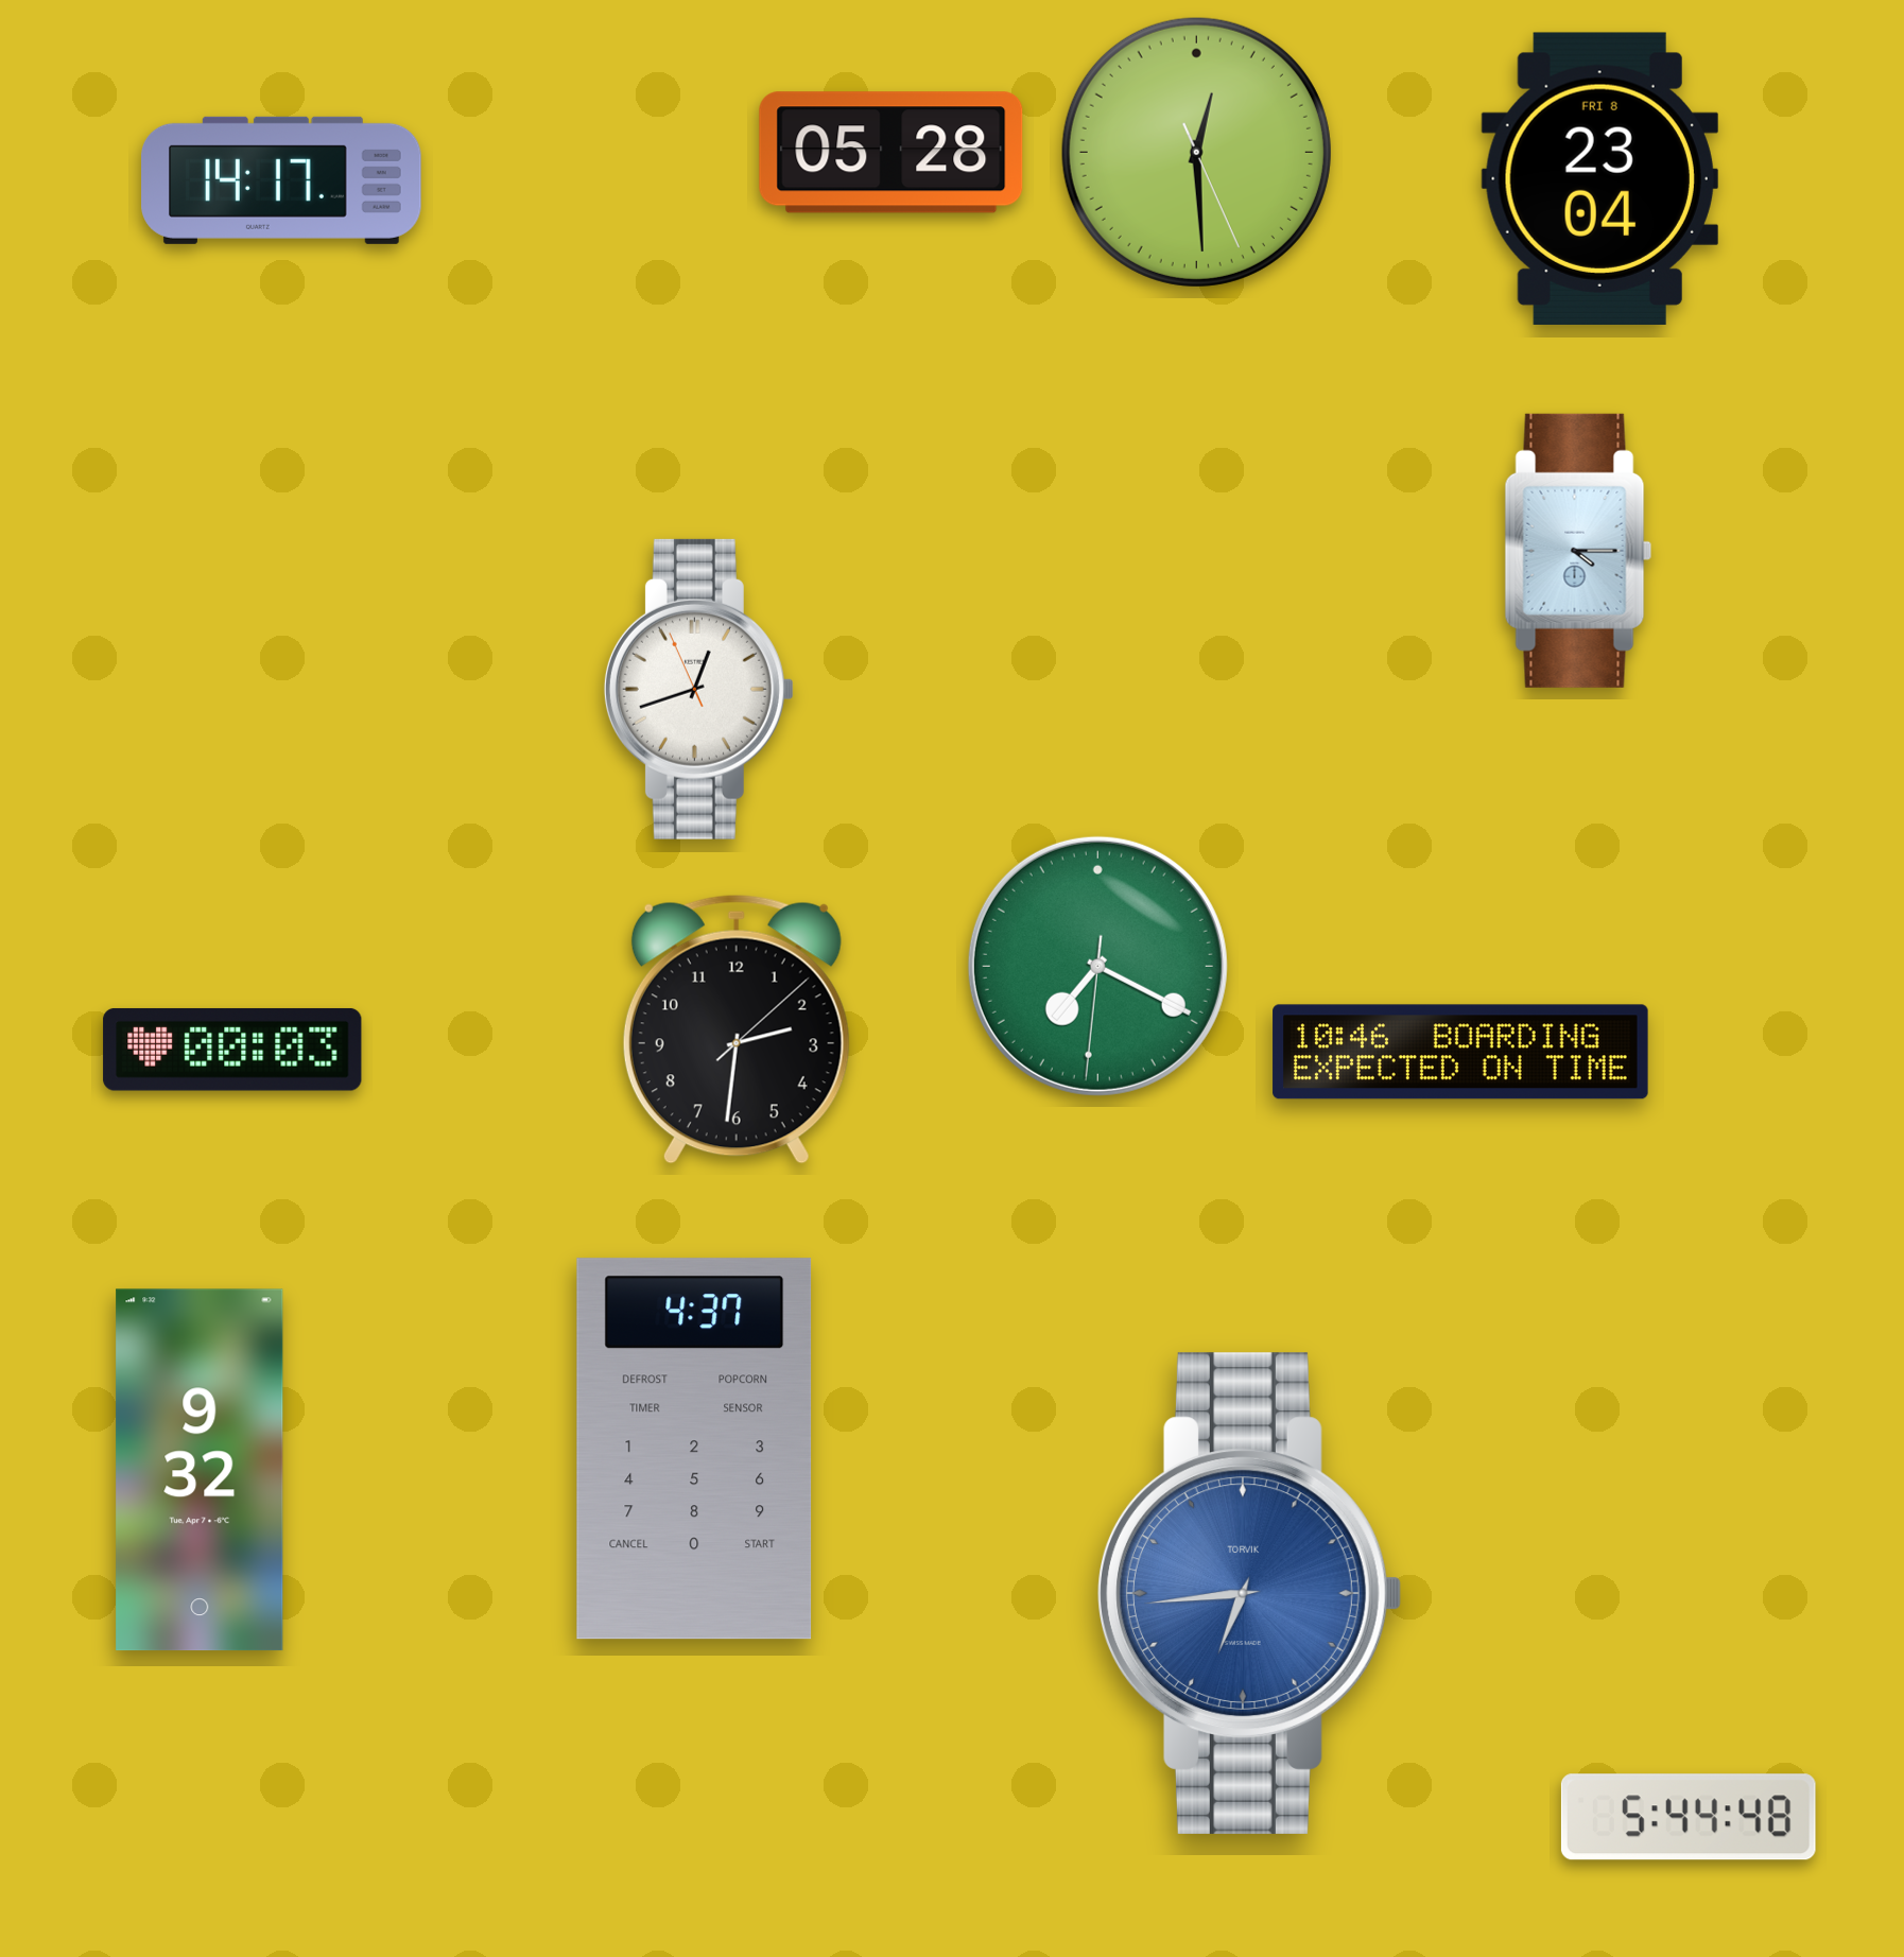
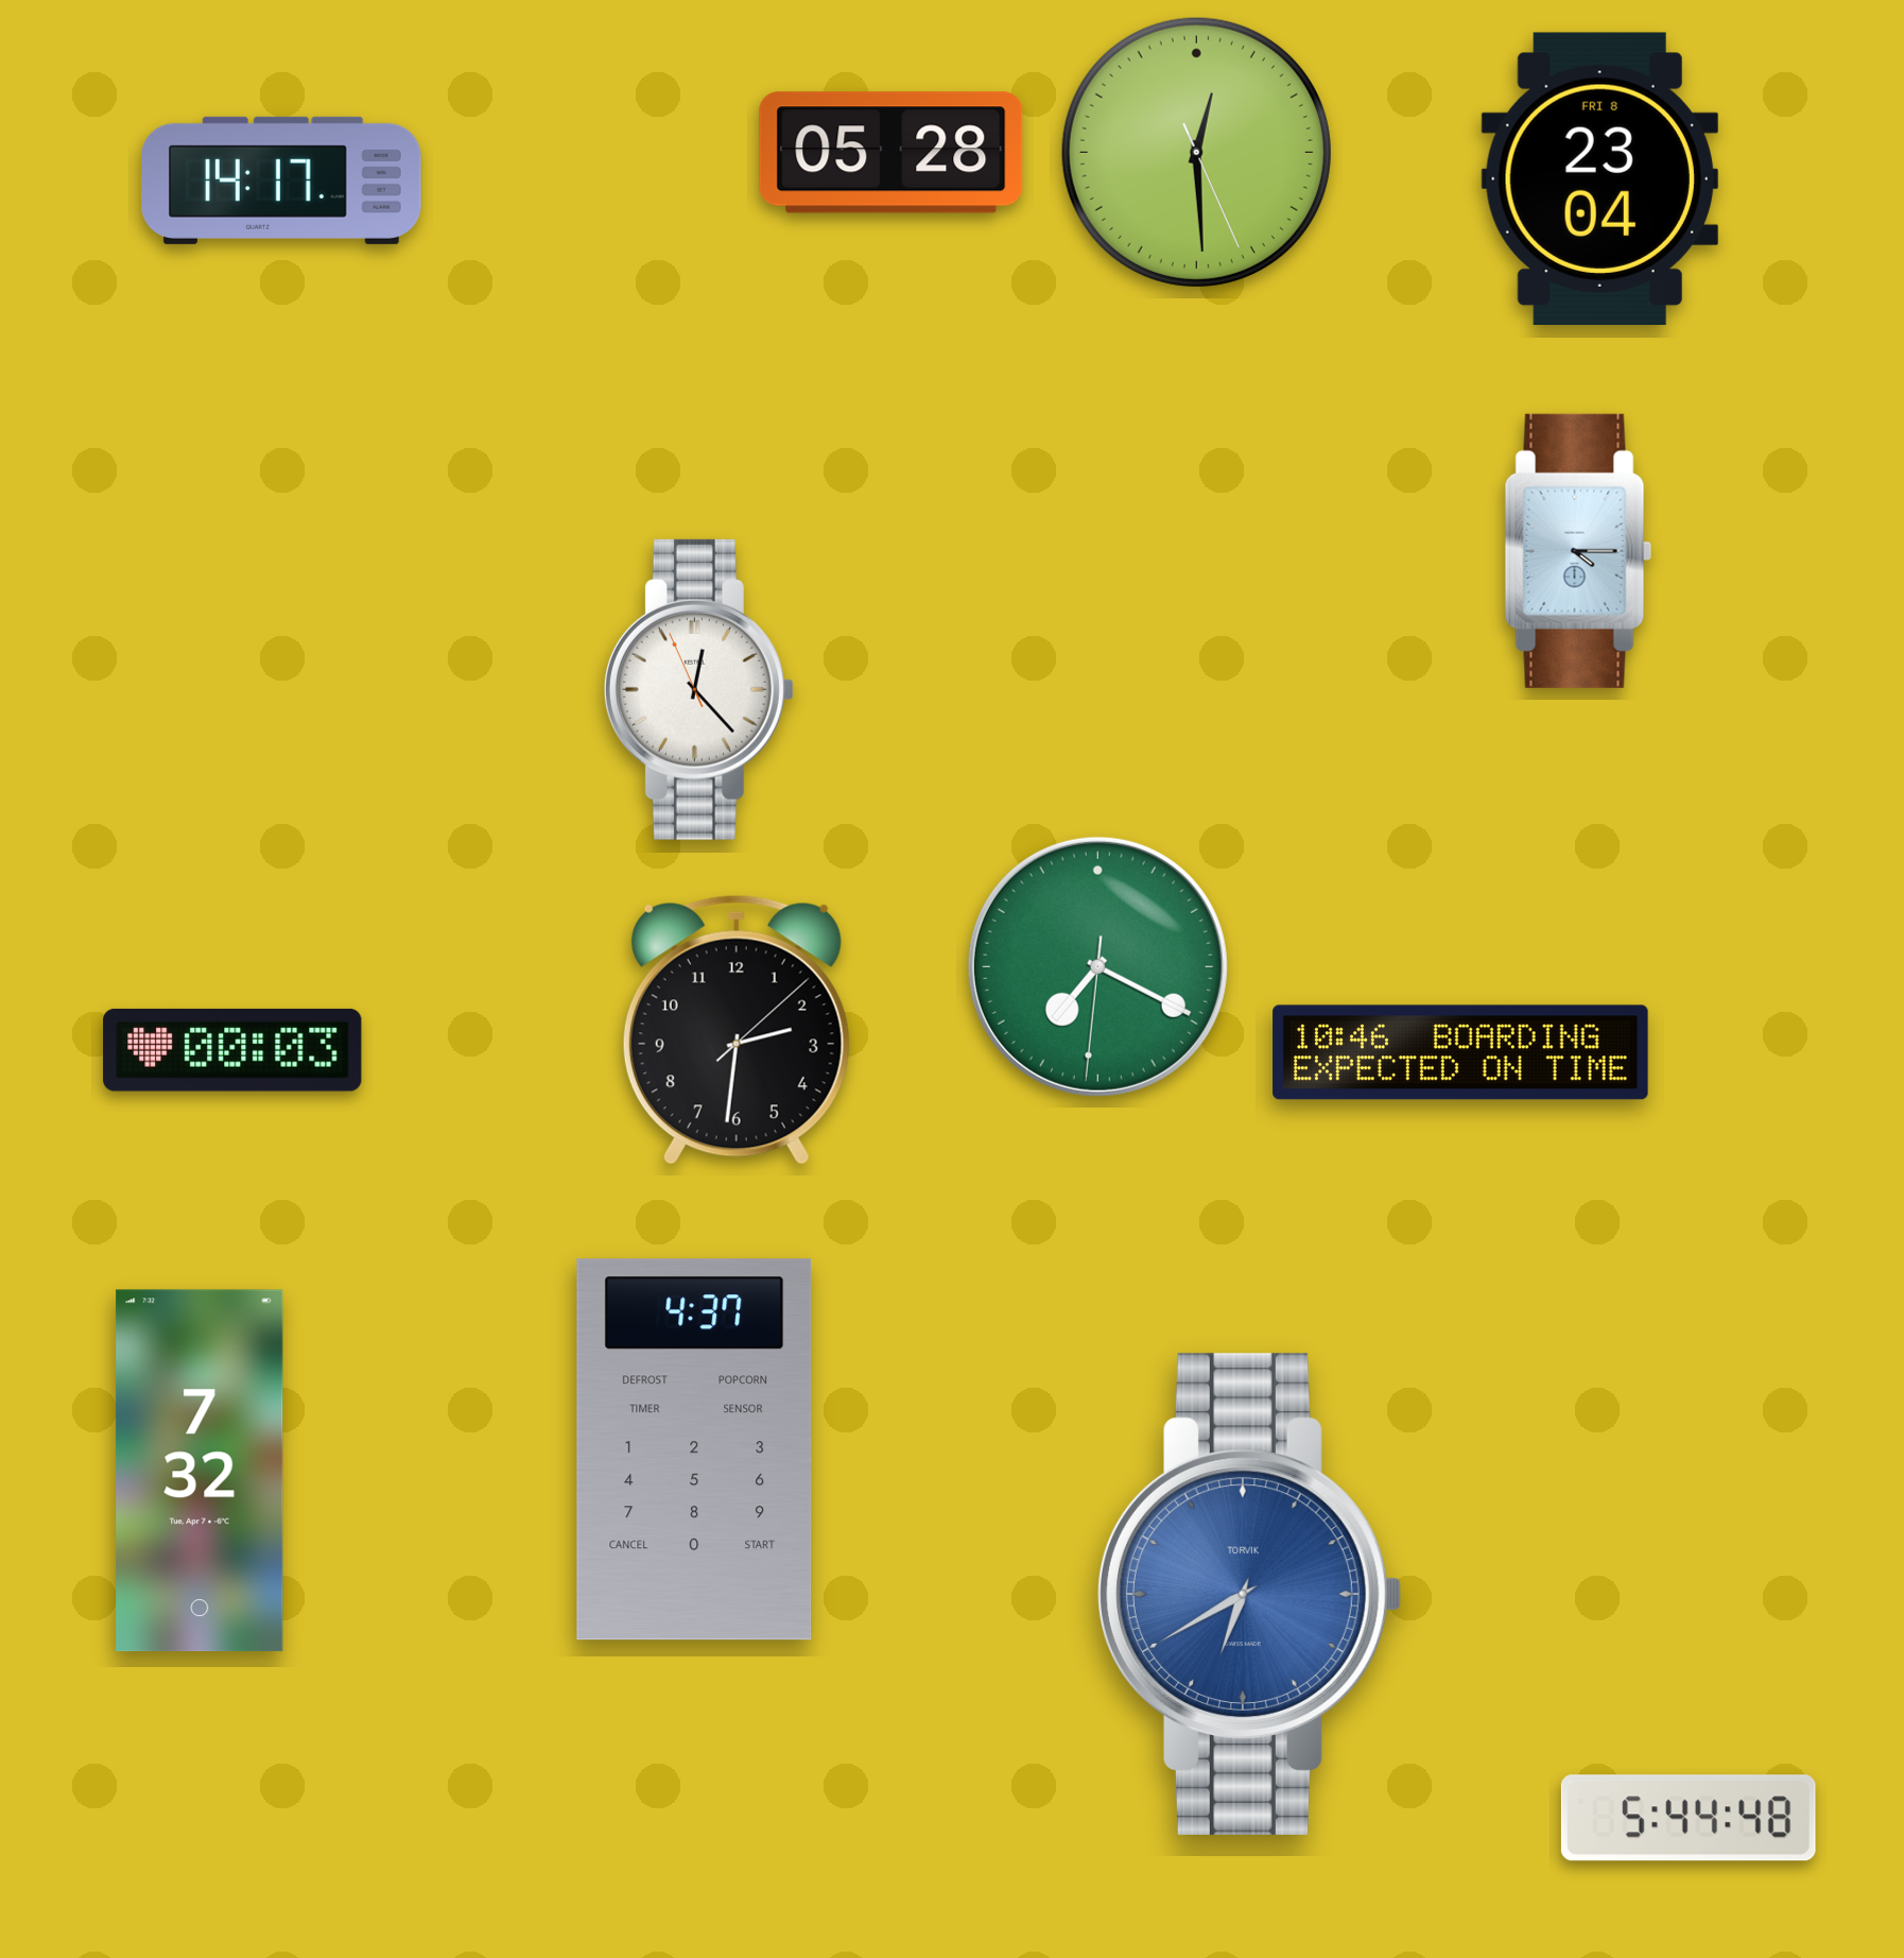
clock at (698, 689): 12:41 -> 12:22
clock at (200, 1470): 9:32 -> 7:32
clock at (1249, 1593): 6:44 -> 6:40
